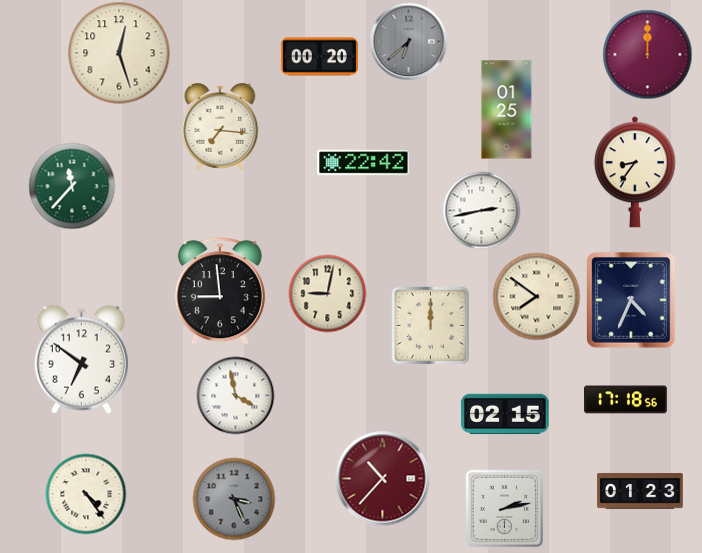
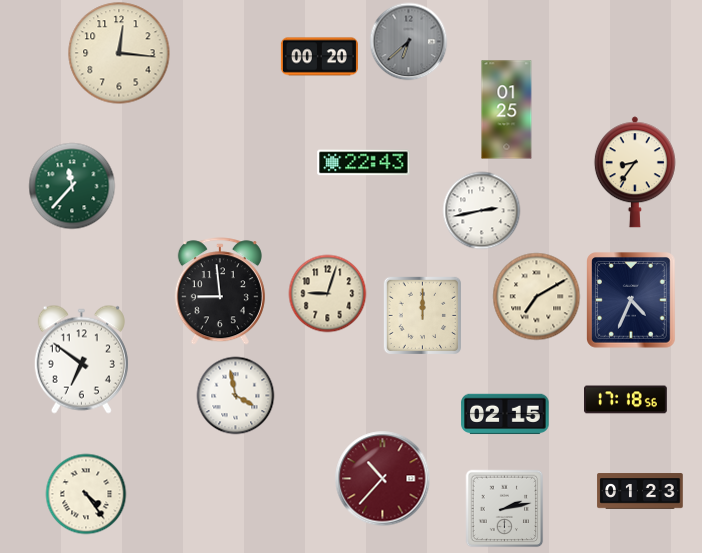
clock at (119, 53): 12:27 -> 12:16
clock at (647, 54): 12:00 -> none
clock at (220, 128): 7:16 -> none
clock at (364, 163): 22:42 -> 22:43
clock at (327, 293): 9:02 -> 9:03
clock at (536, 296): 7:51 -> 7:10
clock at (430, 325) position: (430, 325) -> (422, 315)
clock at (234, 499): 3:26 -> none
